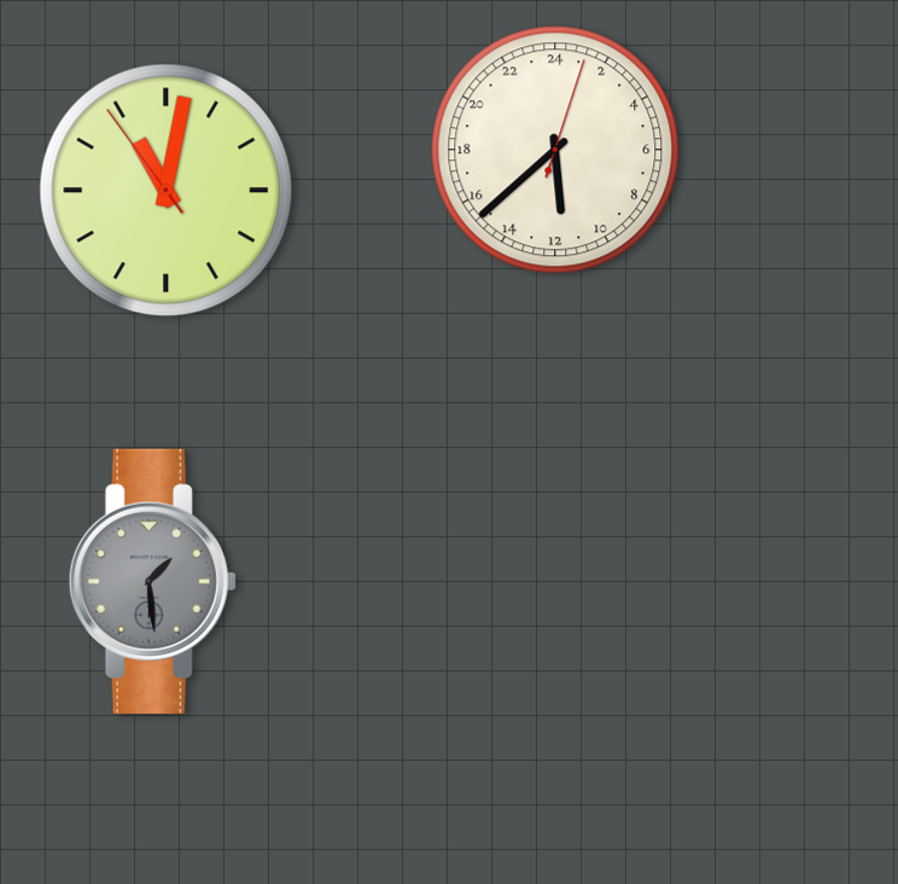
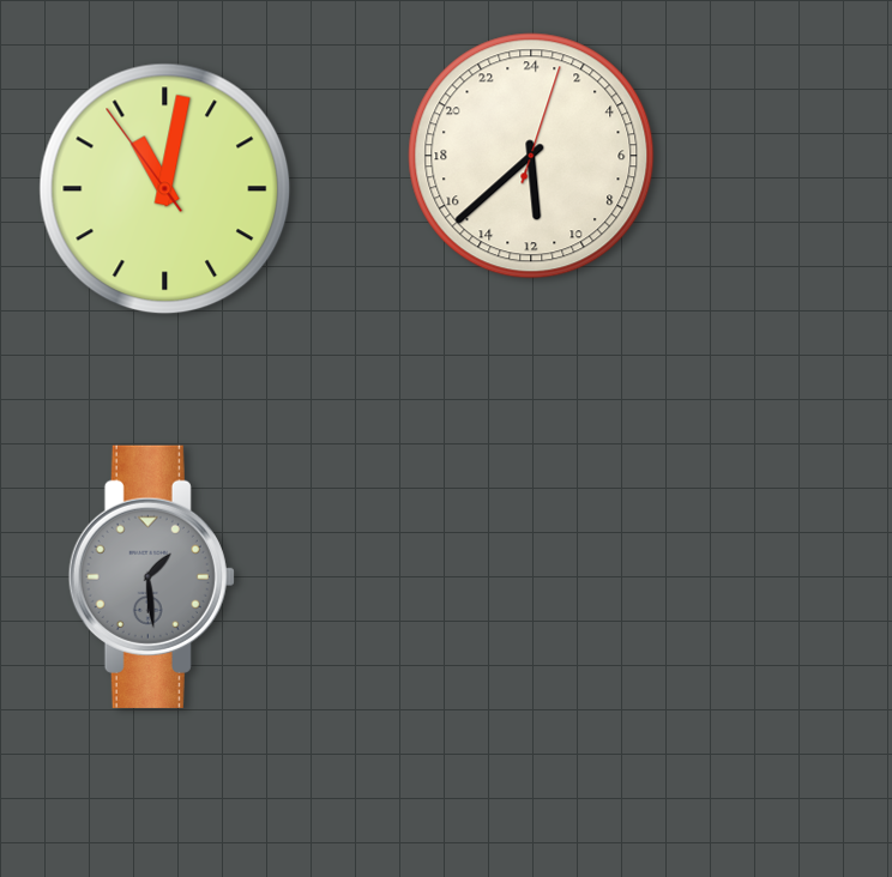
clock at (555, 150) position: (555, 150) -> (531, 156)
